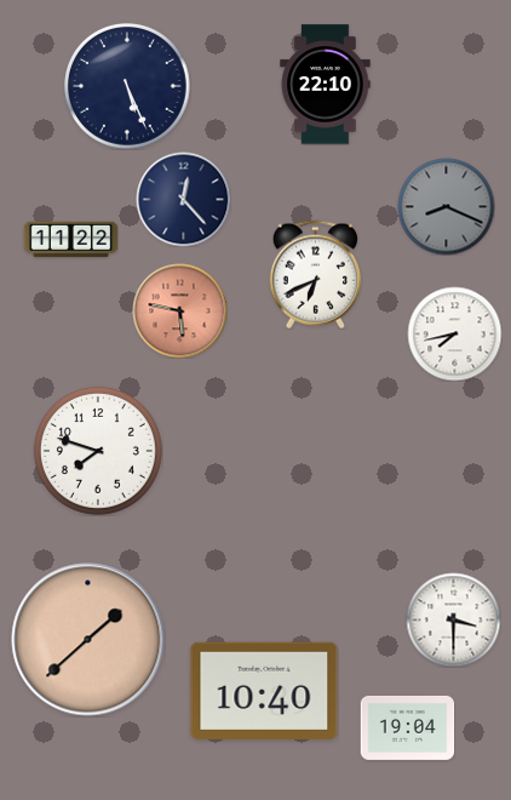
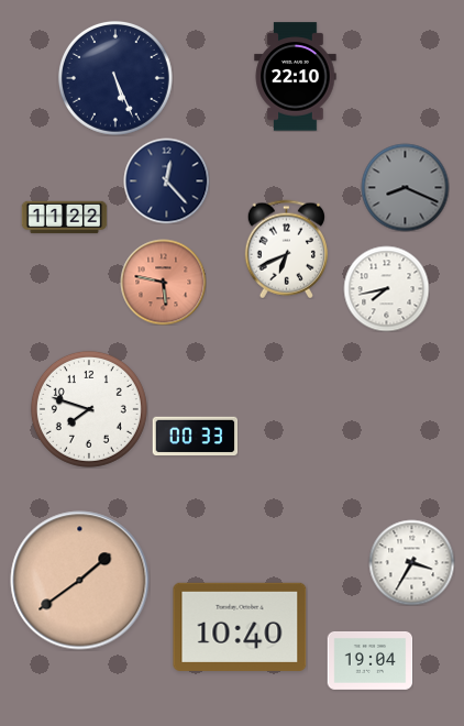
clock at (454, 333) position: (454, 333) -> (386, 288)
clock at (195, 437): none -> 00:33
clock at (453, 619): 3:30 -> 3:35
clock at (88, 640): 1:38 -> 1:39
